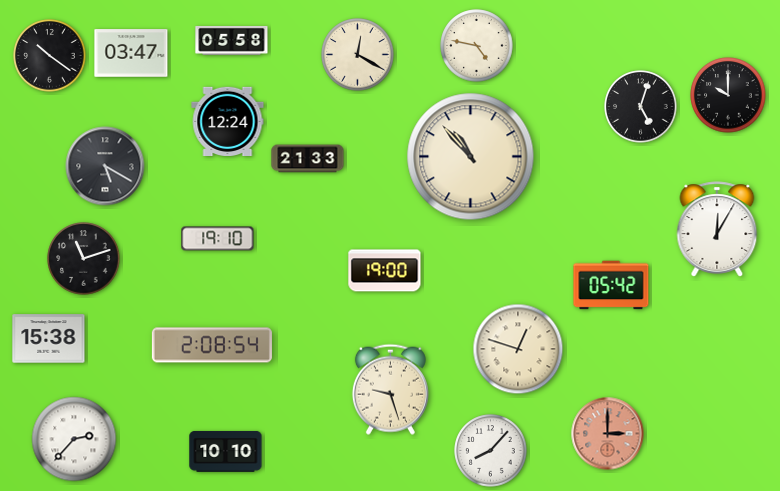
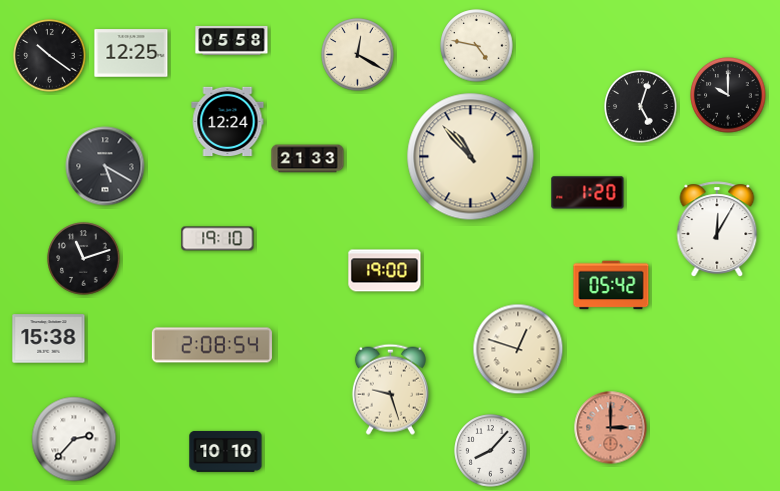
clock at (131, 53): 03:47 -> 12:25
clock at (588, 193): none -> 1:20
clock at (608, 434) position: (608, 434) -> (611, 428)
